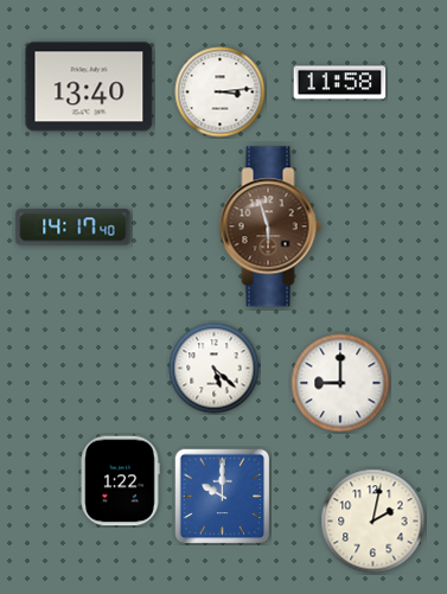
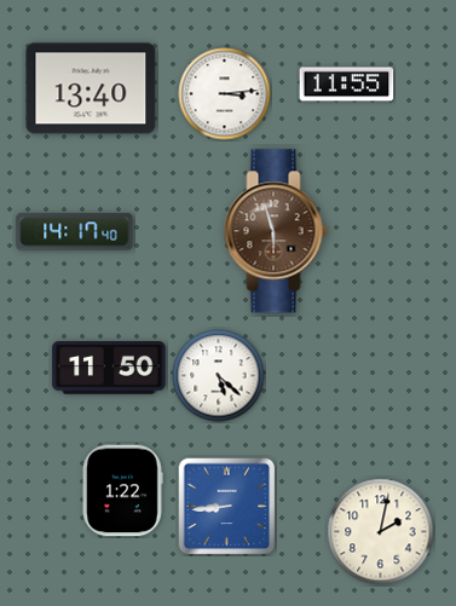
clock at (340, 83): 11:58 -> 11:55
clock at (109, 368): none -> 11:50
clock at (340, 383): 9:00 -> none
clock at (223, 497): 10:00 -> 8:44
